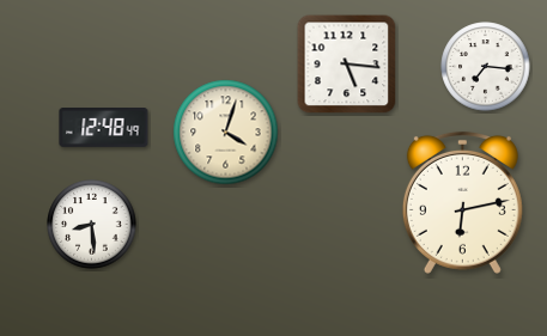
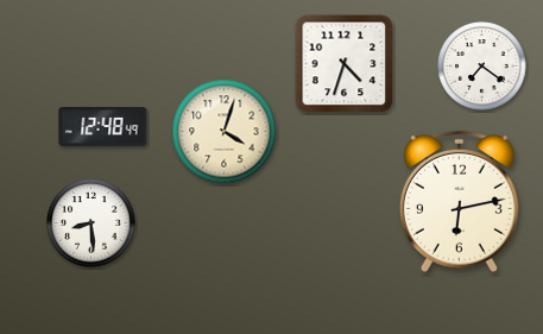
clock at (347, 65): 5:16 -> 4:33
clock at (486, 67): 7:16 -> 7:21
